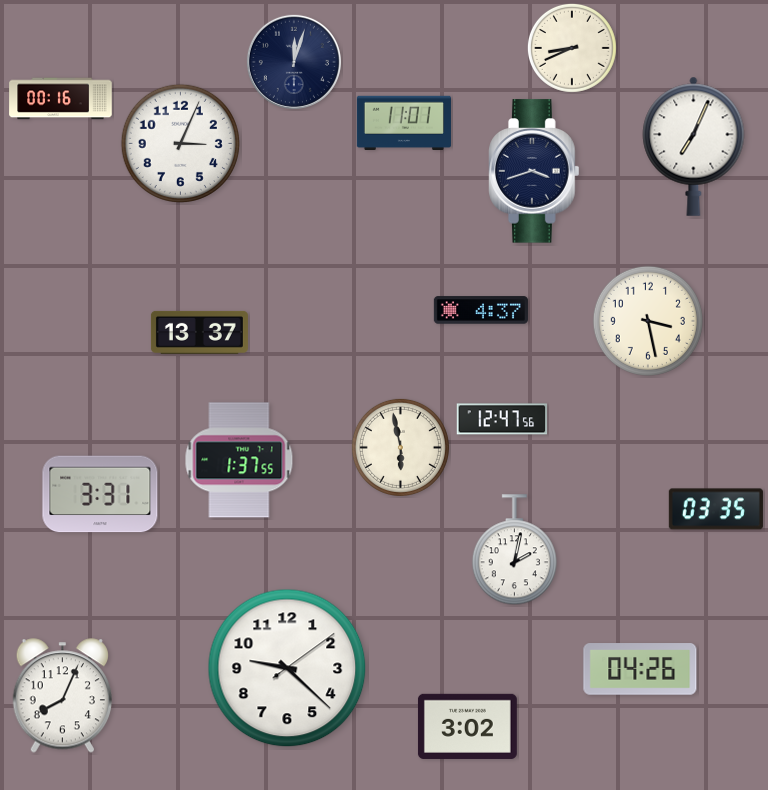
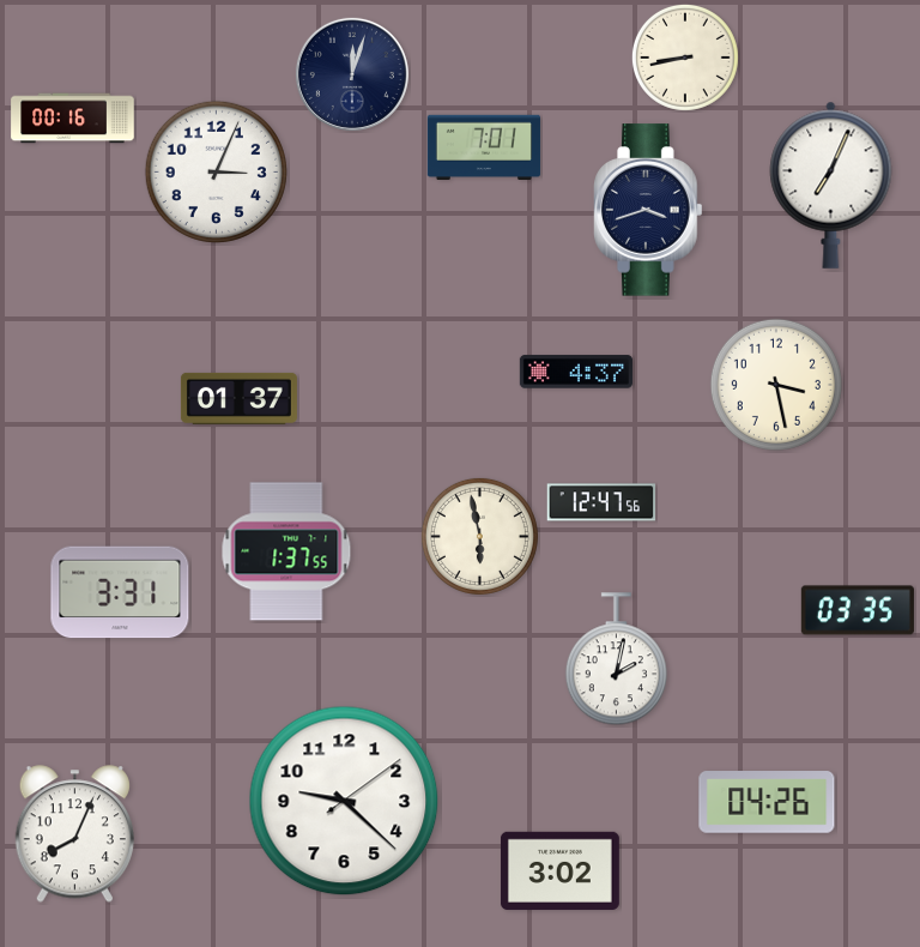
clock at (572, 48): 8:41 -> 8:43
clock at (404, 122): 11:01 -> 7:01
clock at (694, 146) position: (694, 146) -> (831, 185)
clock at (534, 171) position: (534, 171) -> (648, 210)
clock at (199, 332): 13:37 -> 01:37
